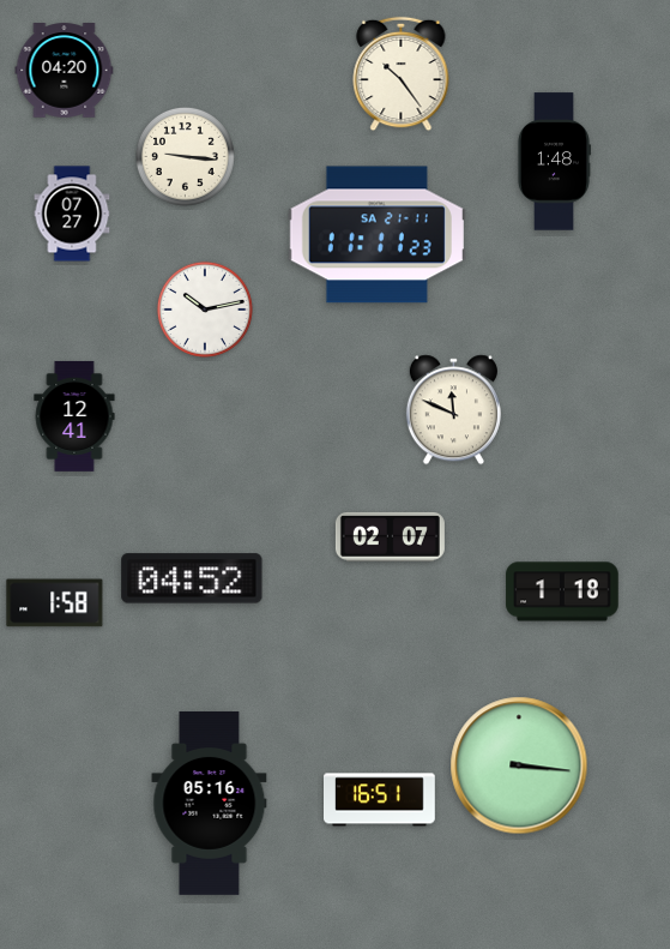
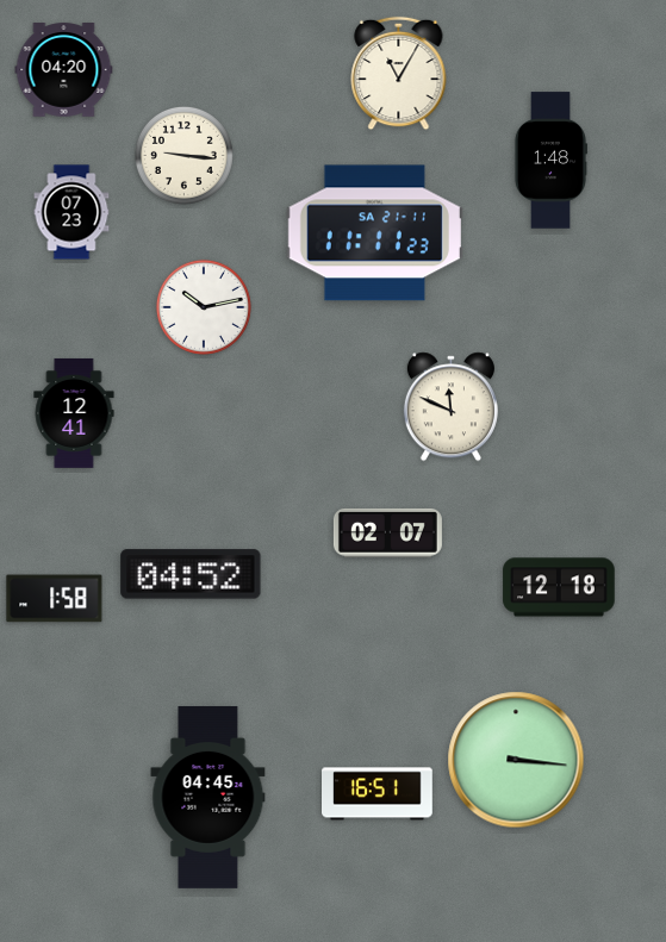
clock at (402, 74): 10:24 -> 11:05
clock at (72, 214): 07:27 -> 07:23
clock at (562, 591): 1:18 -> 12:18
clock at (210, 803): 05:16 -> 04:45
